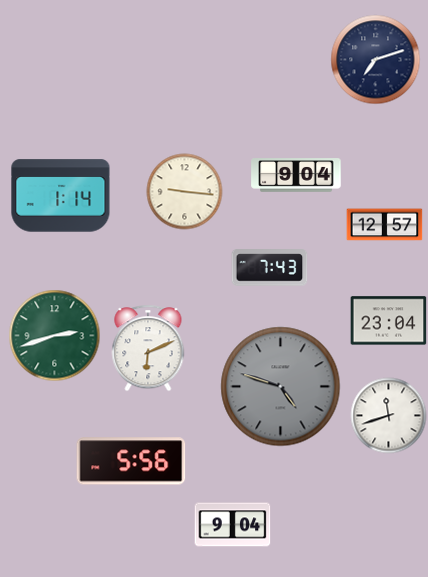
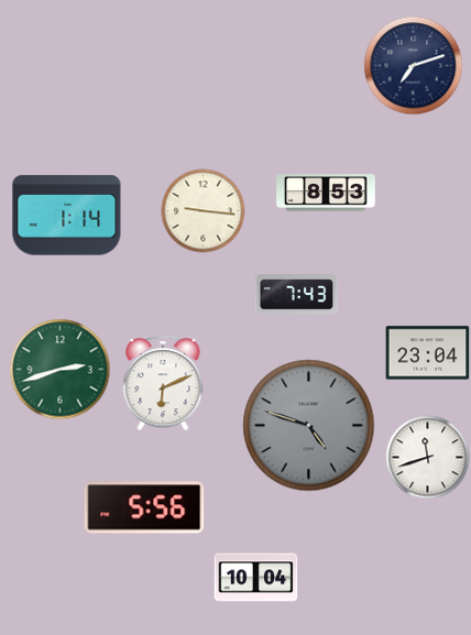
clock at (296, 175): 9:04 -> 8:53
clock at (385, 225): 12:57 -> none
clock at (233, 525): 9:04 -> 10:04
